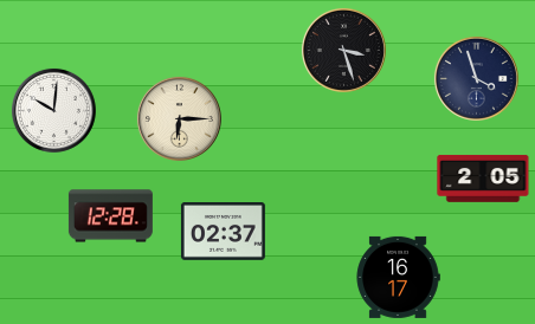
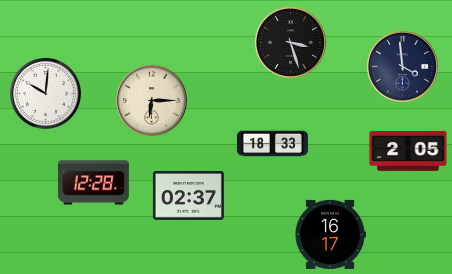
clock at (476, 78): 3:57 -> 3:59
clock at (272, 144): none -> 18:33
clock at (398, 277) position: (398, 277) -> (330, 234)
